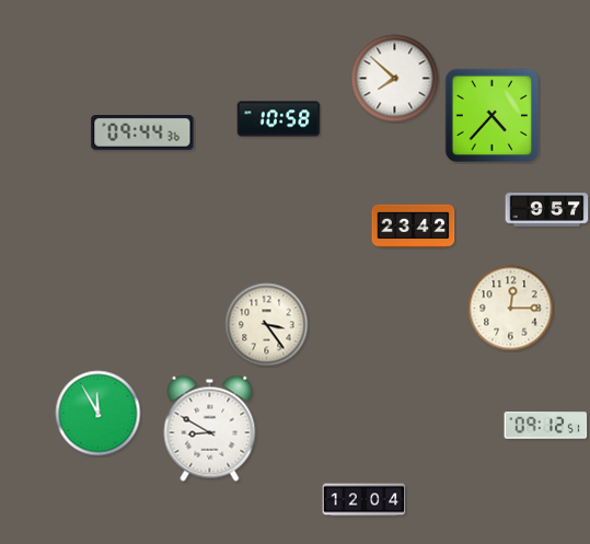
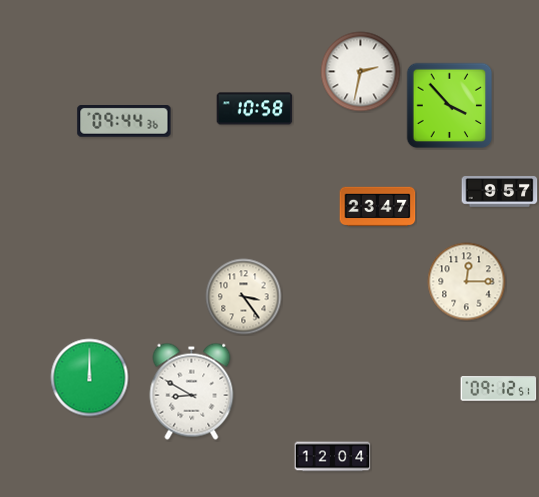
clock at (395, 79): 7:52 -> 2:32
clock at (493, 116): 4:37 -> 3:53
clock at (142, 134) position: (142, 134) -> (124, 122)
clock at (414, 227): 23:42 -> 23:47
clock at (99, 414): 11:55 -> 12:00
